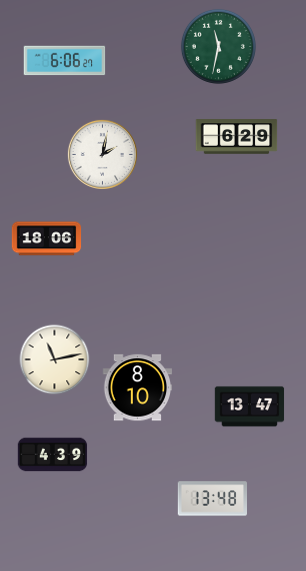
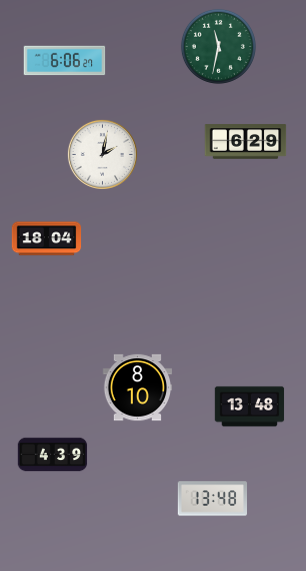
clock at (237, 137) position: (237, 137) -> (246, 142)
clock at (47, 239): 18:06 -> 18:04
clock at (55, 360): 11:13 -> none
clock at (250, 407): 13:47 -> 13:48
